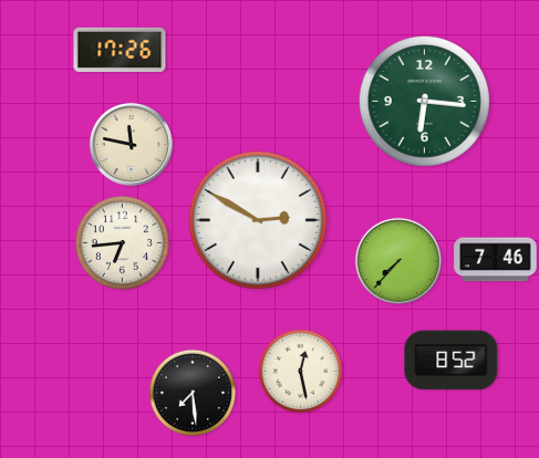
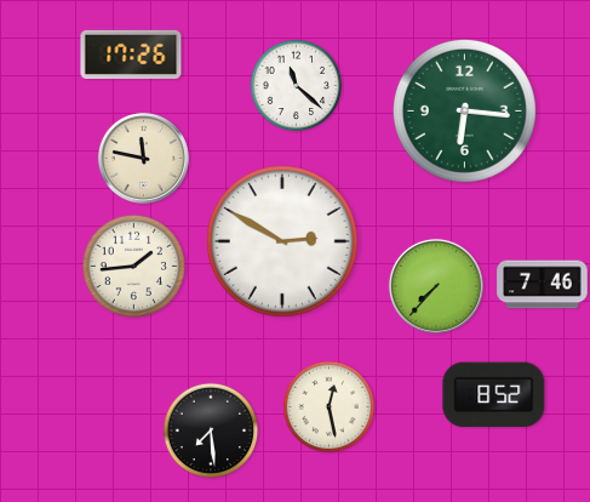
clock at (297, 86): none -> 11:22
clock at (122, 242): 6:44 -> 1:44
